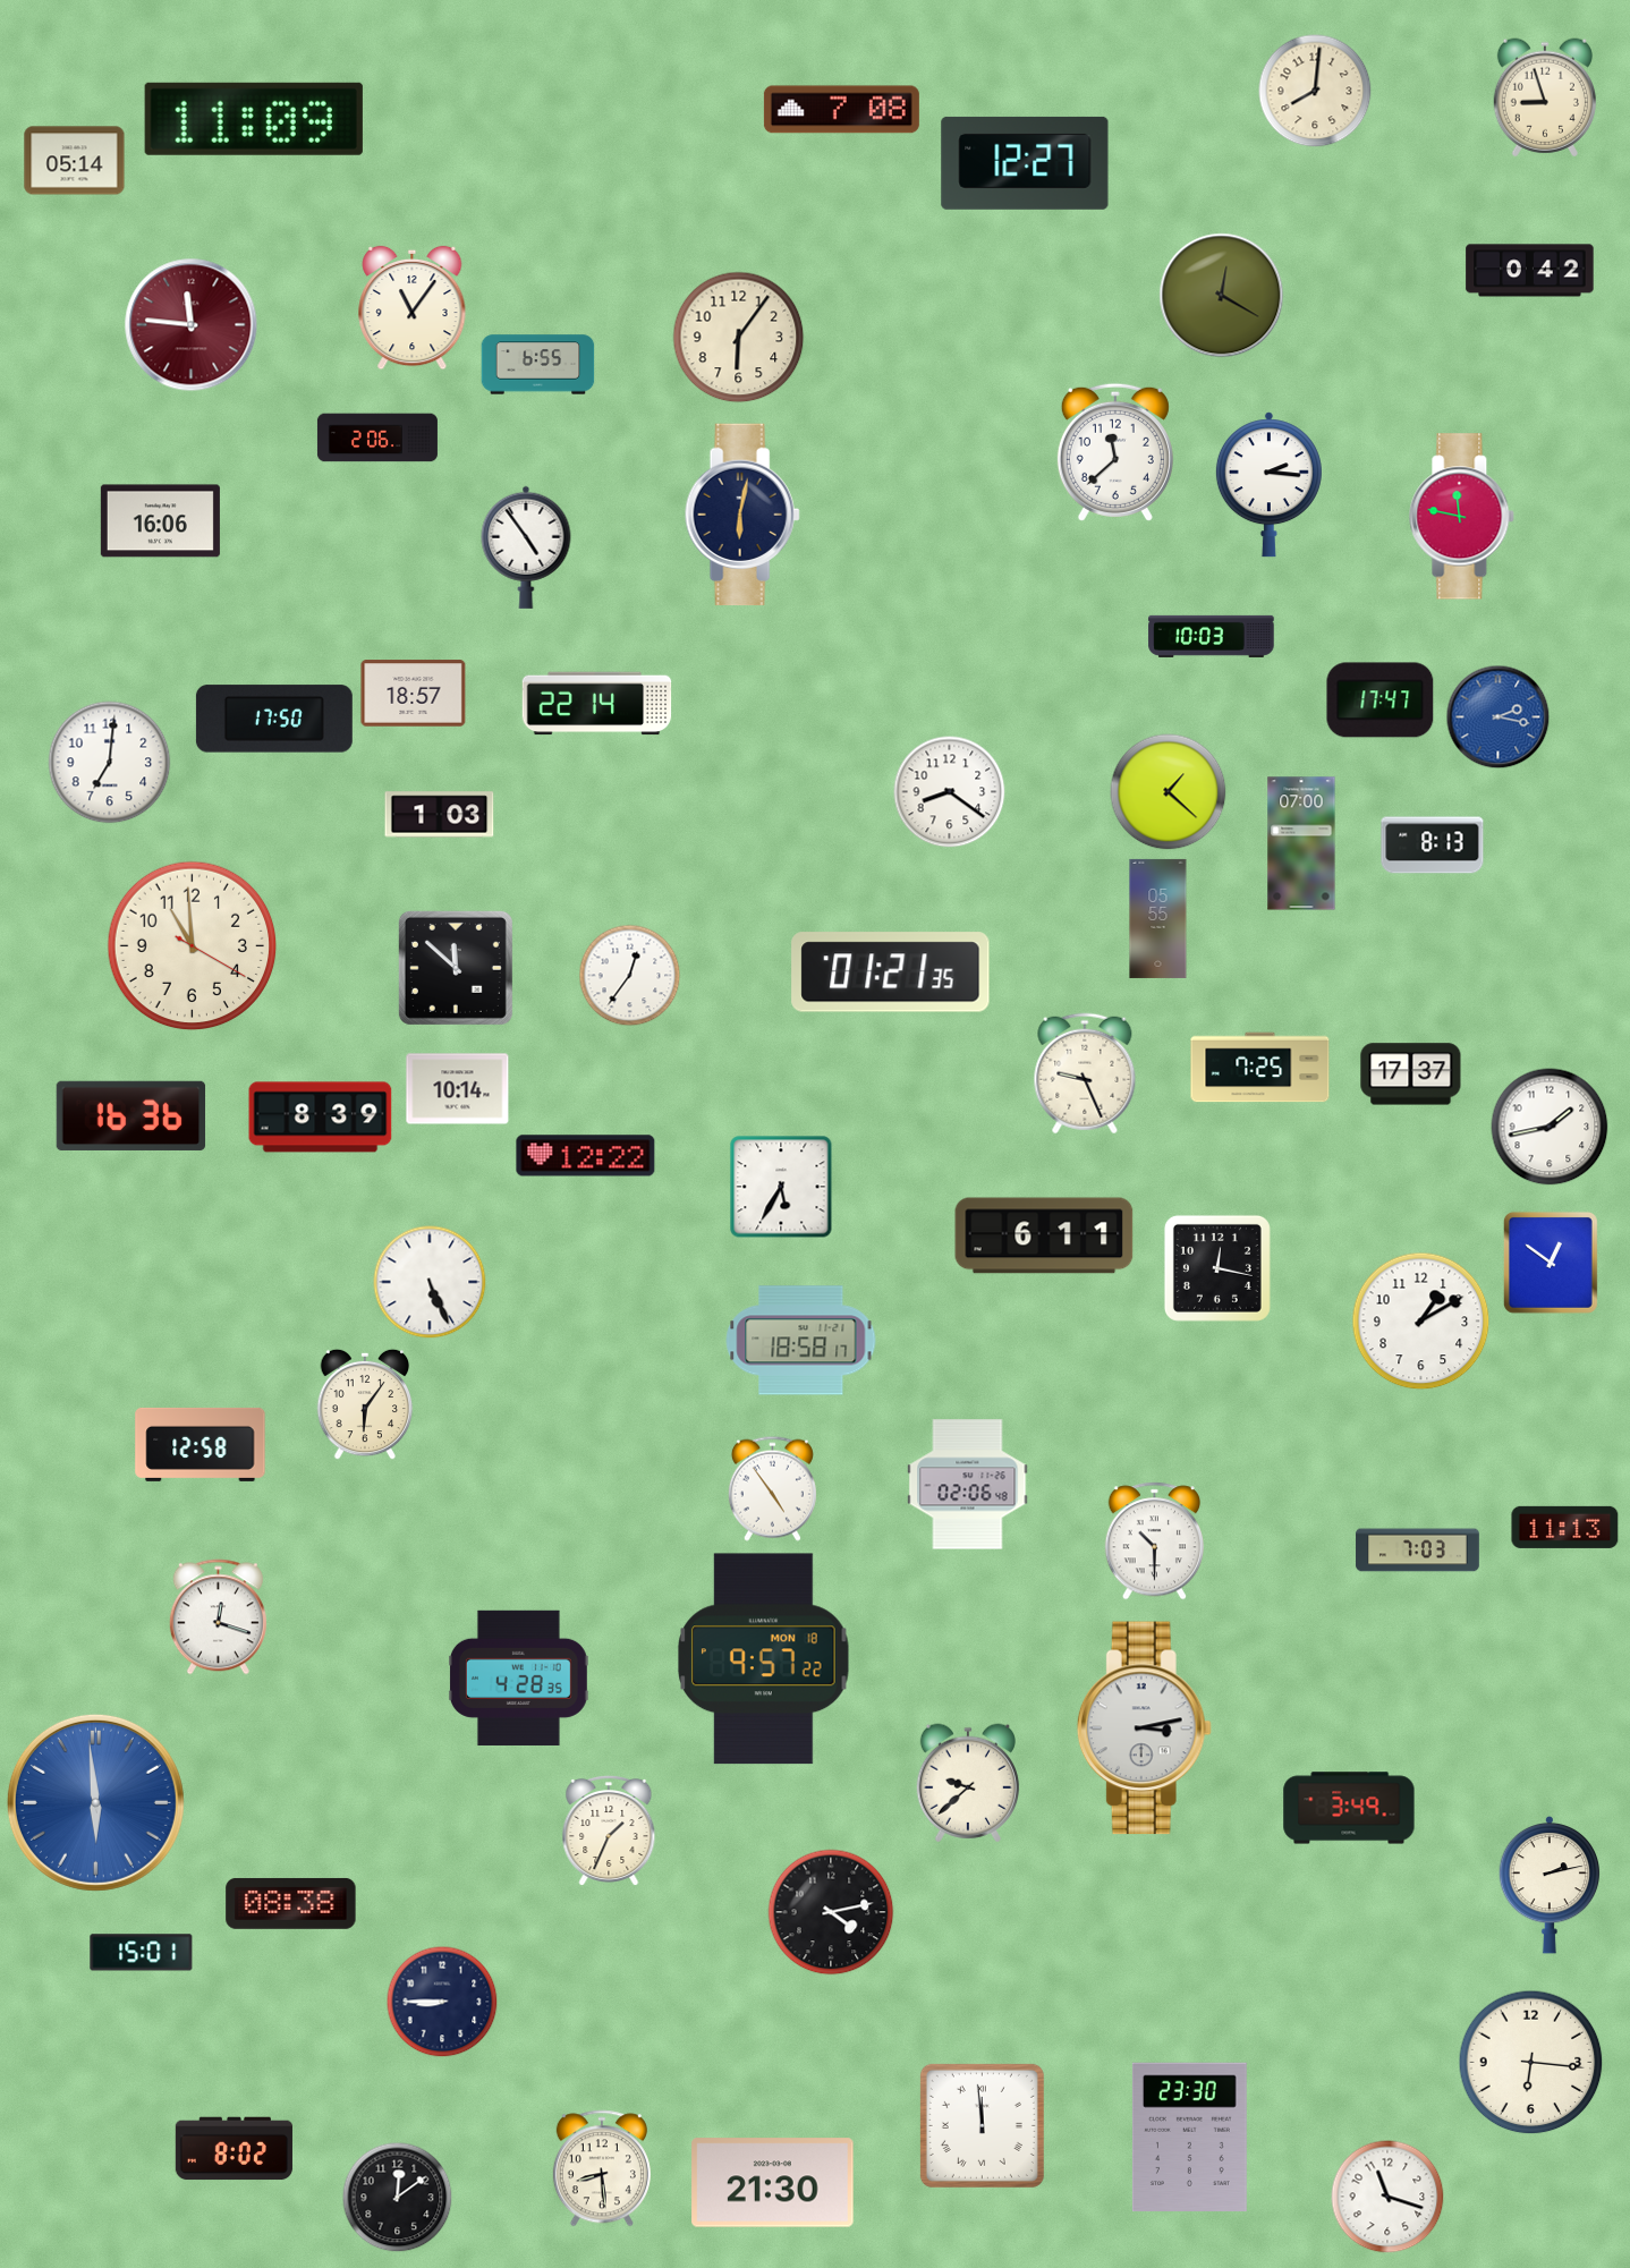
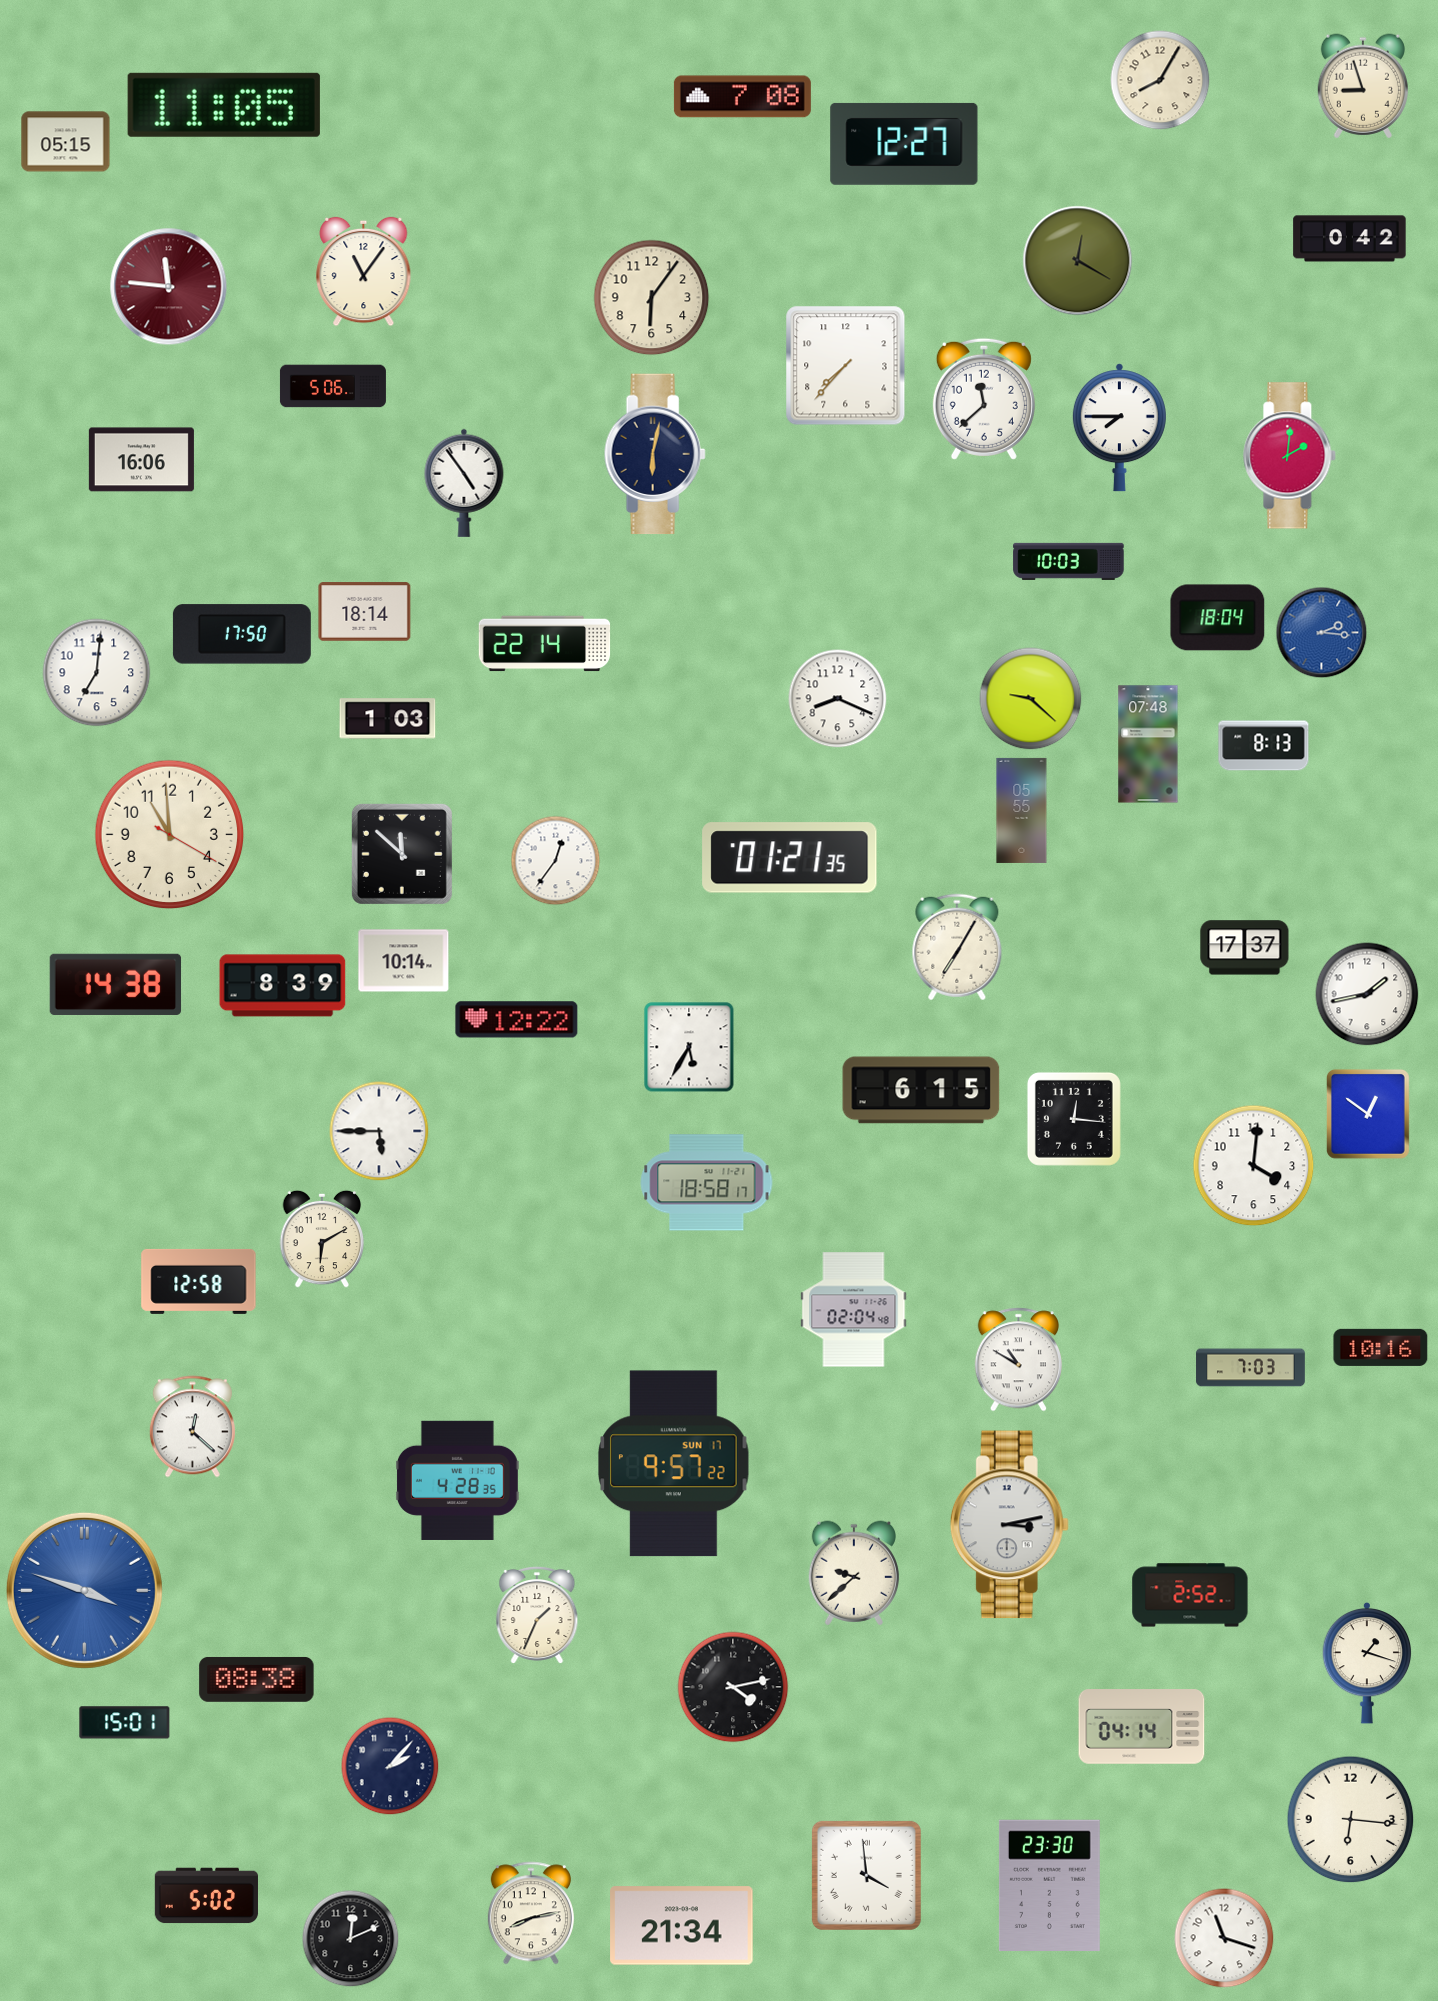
clock at (1315, 91): 8:01 -> 8:05
clock at (254, 119): 11:09 -> 11:05
clock at (75, 161): 05:14 -> 05:15
clock at (538, 365): 6:55 -> none
clock at (846, 366): none -> 7:37
clock at (377, 438): 2:06 -> 5:06
clock at (1268, 485): 2:16 -> 7:45
clock at (1462, 517): 11:47 -> 2:01
clock at (414, 694): 18:57 -> 18:14
clock at (1381, 700): 17:47 -> 18:04
clock at (597, 704) position: (597, 704) -> (545, 644)
clock at (1499, 717): 2:17 -> 2:16
clock at (950, 792): 8:21 -> 8:19
clock at (1169, 792): 1:22 -> 9:22
clock at (1301, 843): 07:00 -> 07:48
clock at (891, 972) position: (891, 972) -> (790, 858)
clock at (1260, 1068): 7:25 -> none
clock at (1085, 1073): 9:26 -> 7:05
clock at (131, 1115): 16:36 -> 14:38
clock at (1044, 1235): 6:11 -> 6:15
clock at (1217, 1268): 12:17 -> 12:16
clock at (430, 1282): 5:26 -> 5:45
clock at (1421, 1322): 1:10 -> 4:01
clock at (365, 1404): 6:06 -> 6:10
clock at (201, 1444) position: (201, 1444) -> (199, 1281)
clock at (968, 1485): 02:06 -> 02:04
clock at (772, 1488): 4:54 -> none
clock at (1565, 1527): 11:13 -> 10:16
clock at (1154, 1541): 10:30 -> 10:50
clock at (218, 1617): 12:18 -> 12:22
clock at (764, 1659) date: MON 18 -> SUN 17
clock at (95, 1802): 5:59 -> 3:48
clock at (1349, 1808): 3:49 -> 2:52
clock at (1550, 1885): 2:13 -> 1:18
clock at (1142, 1727): none -> 04:14
clock at (442, 2002): 8:45 -> 2:07
clock at (982, 2125): 11:59 -> 3:59
clock at (234, 2149): 8:02 -> 5:02
clock at (602, 2168): 8:29 -> 8:13
clock at (773, 2183): 21:30 -> 21:34
clock at (398, 2198): 12:09 -> 12:11
